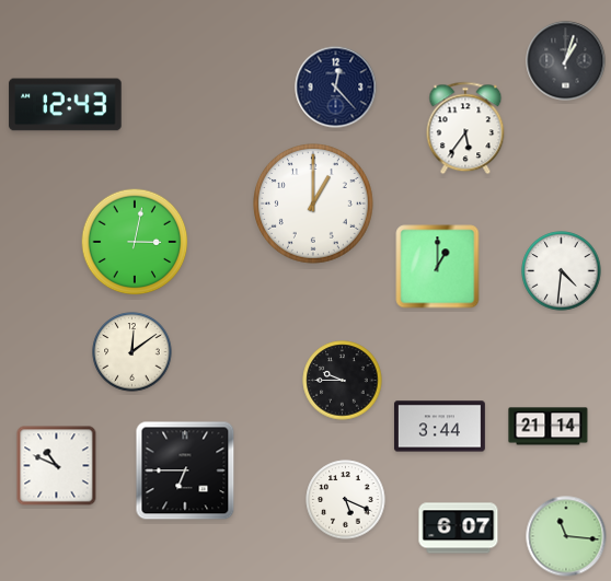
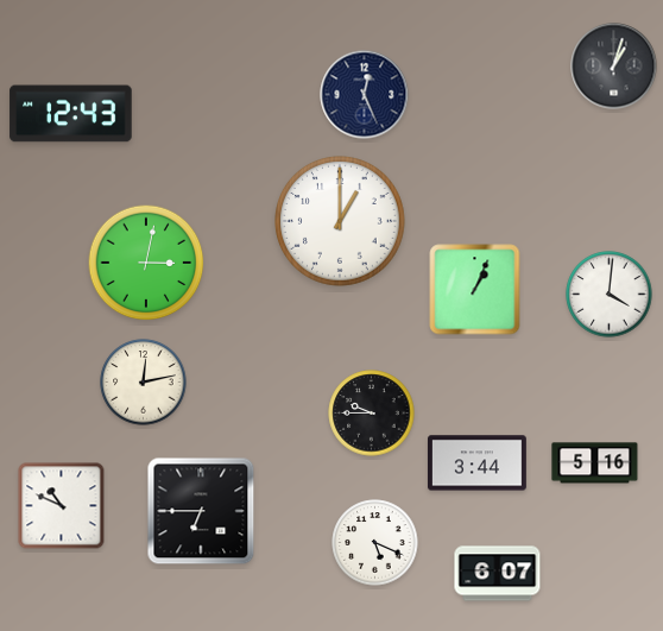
clock at (336, 88): 12:23 -> 12:26
clock at (465, 128): 5:36 -> none
clock at (438, 267): 1:00 -> 1:04
clock at (562, 271): 4:31 -> 4:01
clock at (132, 352): 12:09 -> 12:13
clock at (549, 427): 21:14 -> 5:16
clock at (566, 536): 11:16 -> none
